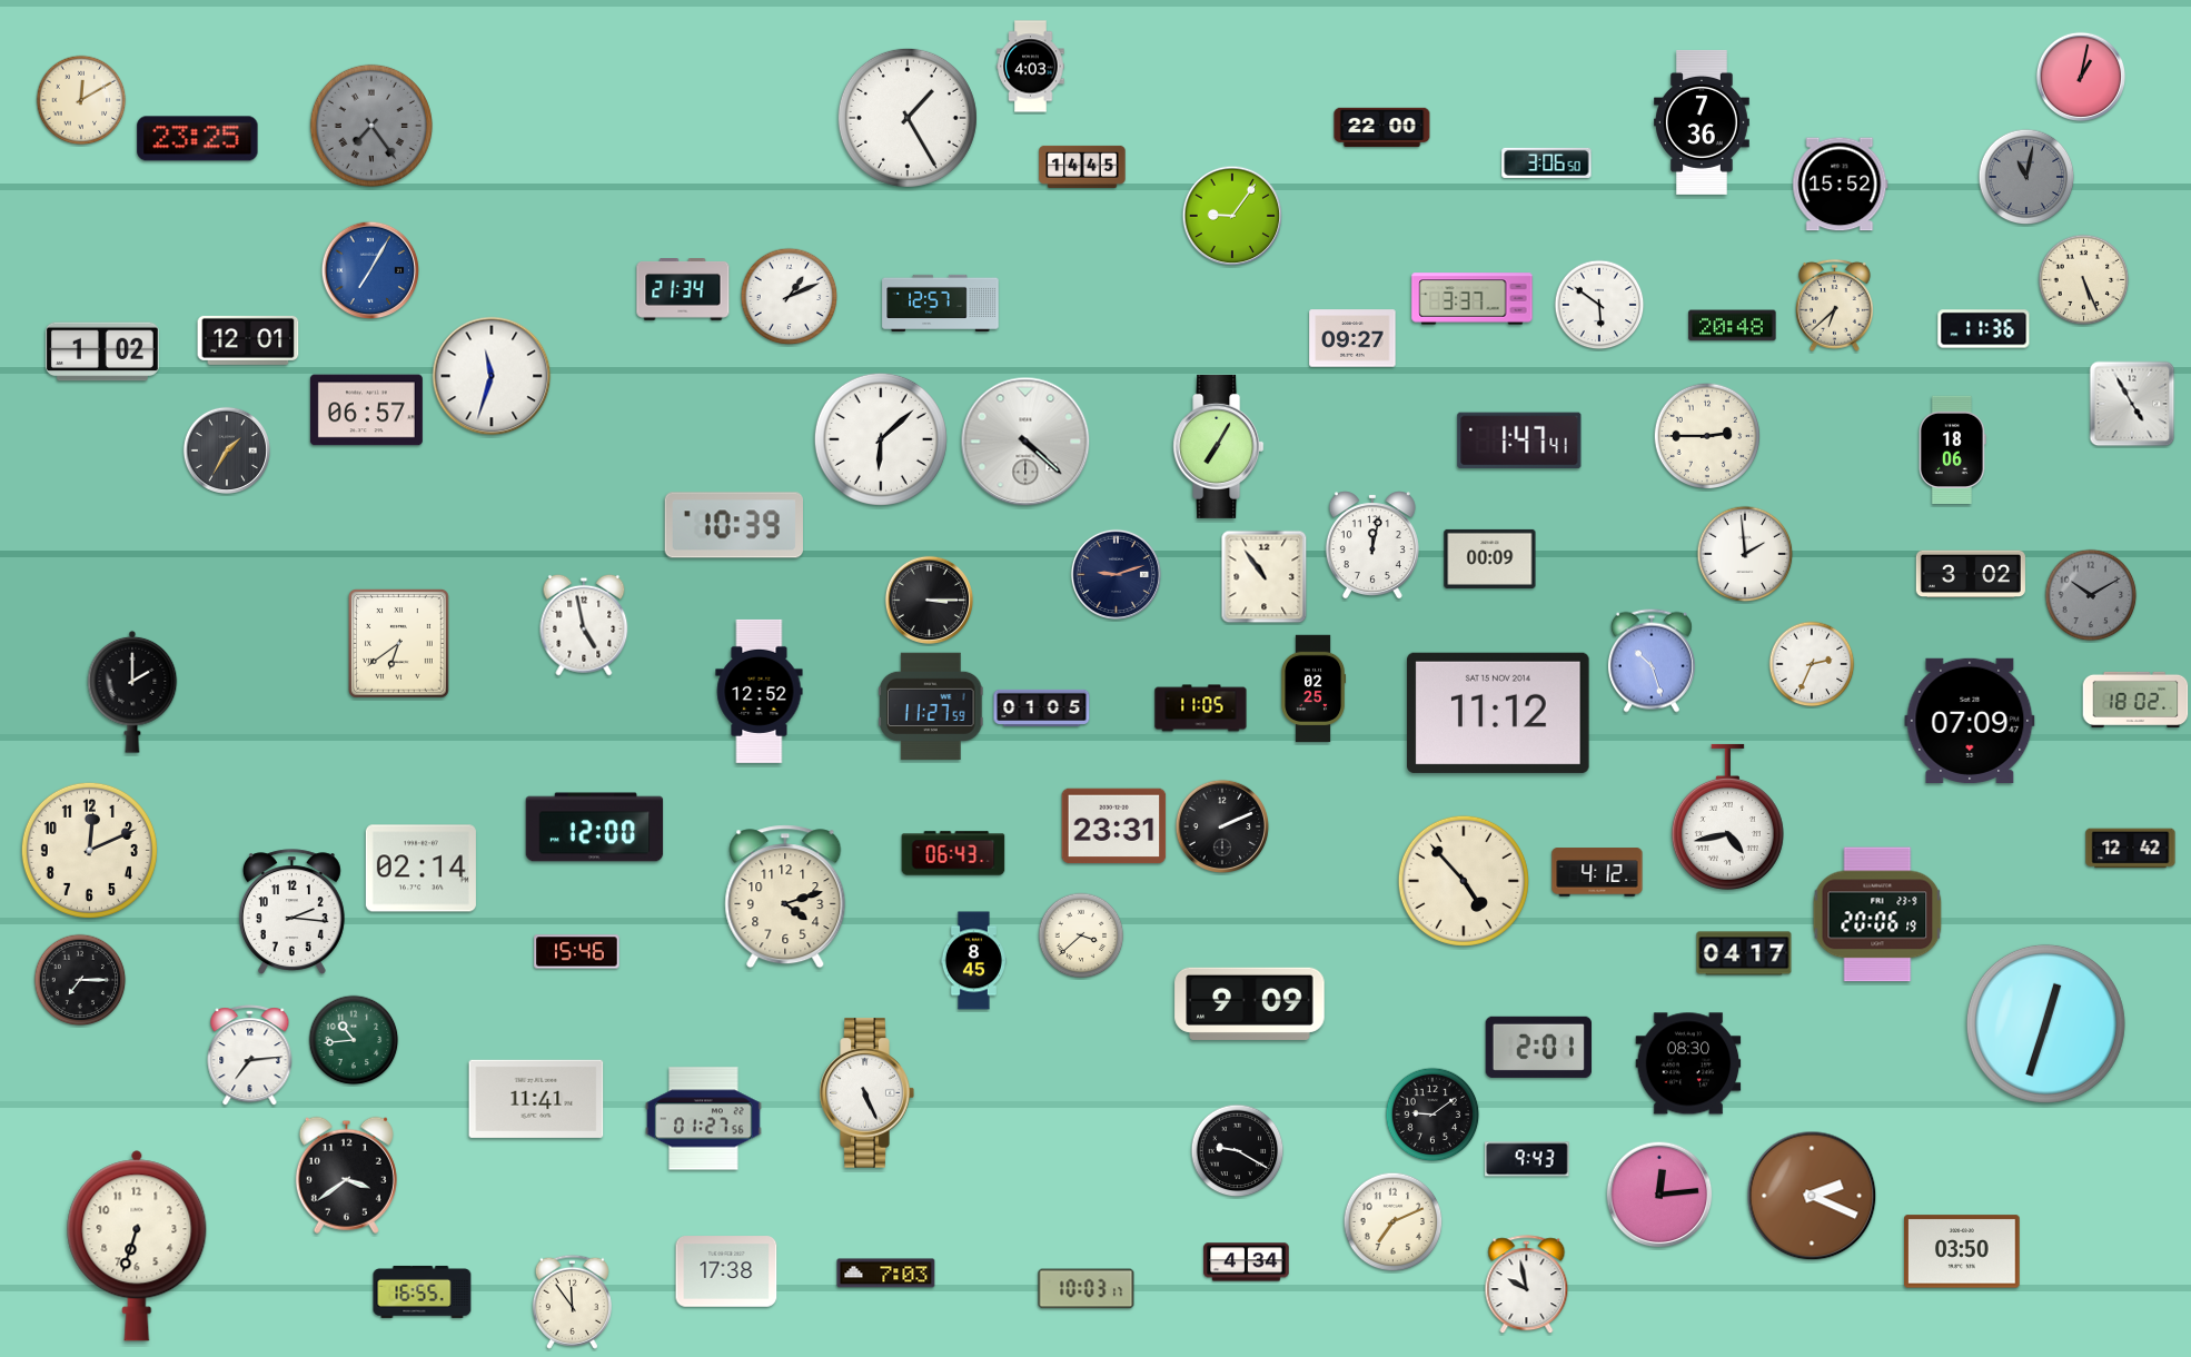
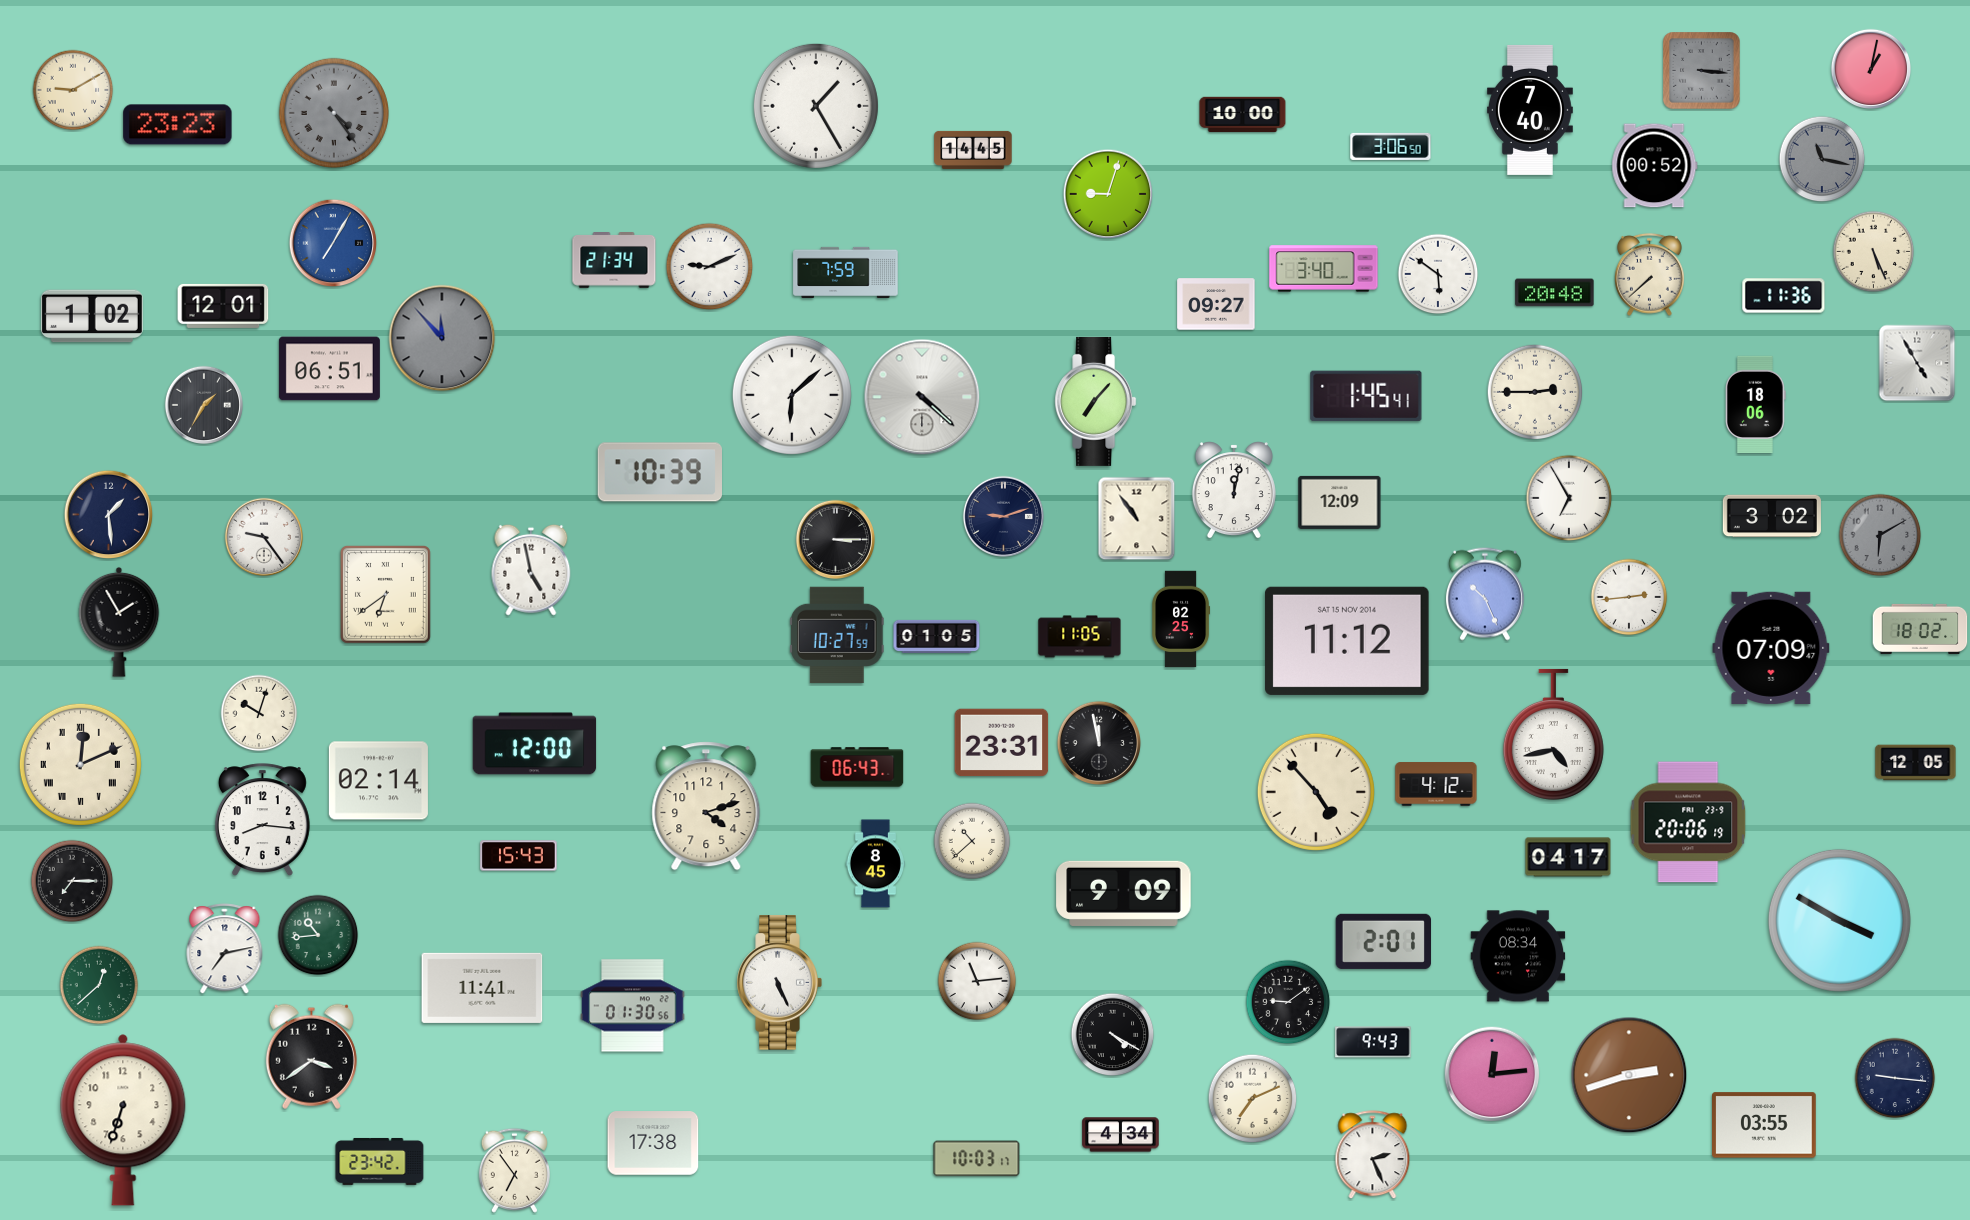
clock at (1031, 67): 4:03 -> none
clock at (1702, 71): none -> 3:16
clock at (81, 100): 12:10 -> 9:10
clock at (1702, 122): 7:36 -> 7:40
clock at (371, 126): 7:24 -> 4:24
clock at (1382, 128): 22:00 -> 10:00
clock at (198, 139): 23:25 -> 23:23
clock at (2026, 177): 11:02 -> 11:17
clock at (1841, 185): 15:52 -> 00:52
clock at (1232, 216): 9:06 -> 9:03
clock at (790, 297): 1:11 -> 9:11
clock at (1473, 299): 3:37 -> 3:40
clock at (941, 303): 12:57 -> 7:59
clock at (1835, 305): 6:38 -> 7:38
clock at (1733, 326) position: (1733, 326) -> (1555, 293)
clock at (492, 376): 11:33 -> 11:53
clock at (492, 376) dial: white -> grey
clock at (366, 410): 06:57 -> 06:51
clock at (1519, 440): 1:47 -> 1:45
clock at (1219, 446): 7:05 -> 7:07
clock at (1745, 554): 1:59 -> 6:55
clock at (1490, 558): 00:09 -> 12:09
clock at (109, 515): none -> 1:29
clock at (2091, 595): 10:10 -> 6:10
clock at (264, 537): none -> 9:24
clock at (584, 625) position: (584, 625) -> (531, 570)
clock at (398, 643) position: (398, 643) -> (385, 594)
clock at (1652, 661): 10:27 -> 10:26
clock at (1812, 664): 2:34 -> 2:44
clock at (760, 691): 12:52 -> none
clock at (132, 692): 2:00 -> 1:55
clock at (932, 706): 11:27 -> 10:27
clock at (259, 713): none -> 10:03
clock at (1222, 826): 2:11 -> 11:58
clock at (2131, 849): 12:42 -> 12:05
clock at (89, 850) numerals: Arabic -> Roman
clock at (291, 911): 2:16 -> 8:16
clock at (1081, 935): 3:38 -> 10:38
clock at (577, 952): 15:46 -> 15:43
clock at (1250, 1003) position: (1250, 1003) -> (1124, 893)
clock at (2045, 1023): 12:33 -> 3:50
clock at (250, 1056): 7:14 -> 7:13
clock at (1688, 1063): 08:30 -> 08:34
clock at (977, 981): none -> 11:14
clock at (99, 985): none -> 12:38
clock at (704, 1119): 01:27 -> 01:30
clock at (1238, 1151): 9:20 -> 4:20
clock at (1812, 1196): 2:19 -> 2:42
clock at (1895, 1078): none -> 9:16
clock at (1963, 1251): 03:50 -> 03:55
clock at (886, 1274): 7:03 -> none
clock at (1527, 1285): 9:58 -> 2:26
clock at (423, 1291): 16:55 -> 23:42
clock at (572, 1301): 11:54 -> 6:54
